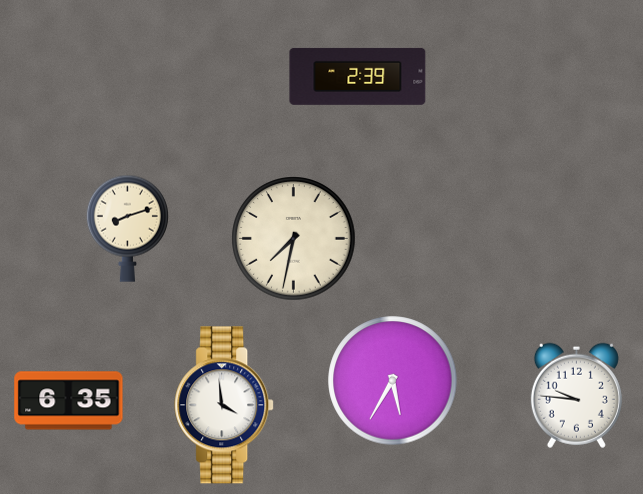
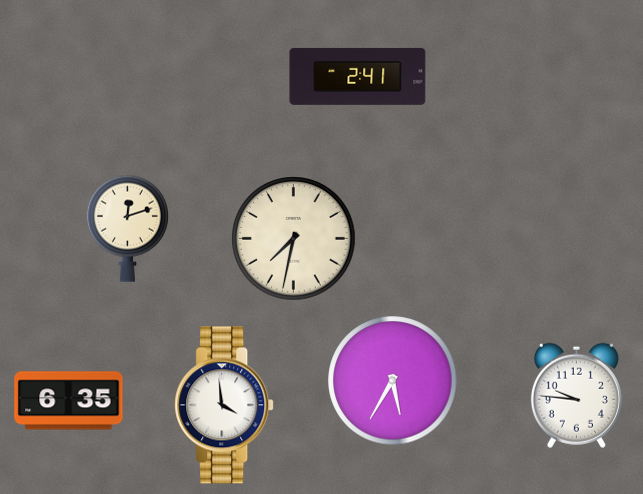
clock at (358, 76): 2:39 -> 2:41
clock at (127, 228): 8:12 -> 12:12
